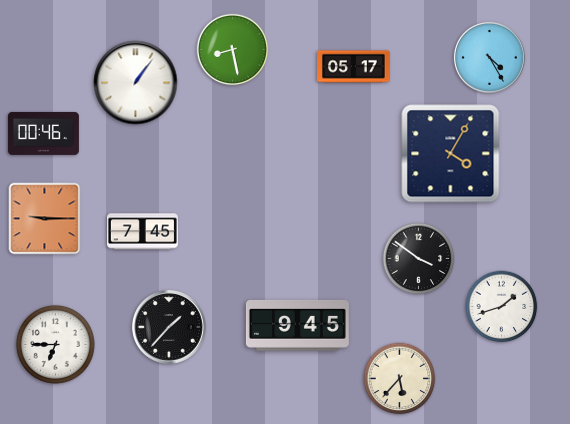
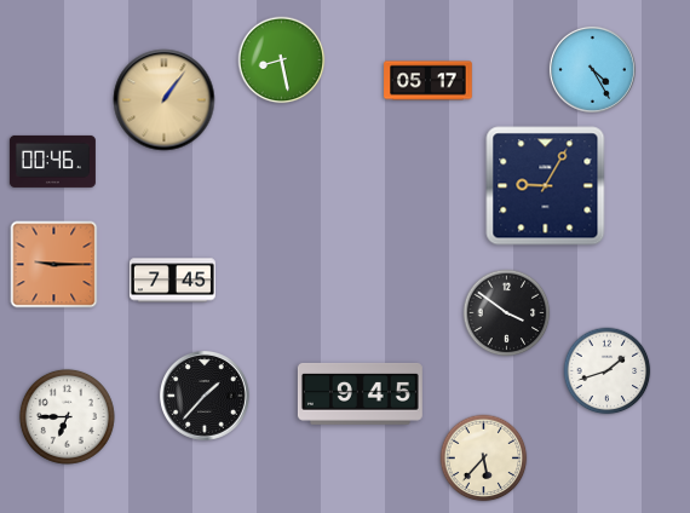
clock at (136, 83) dial: white -> champagne
clock at (451, 154): 4:05 -> 9:05
